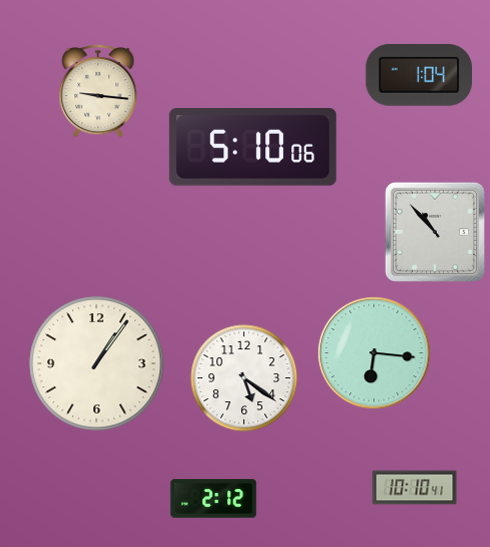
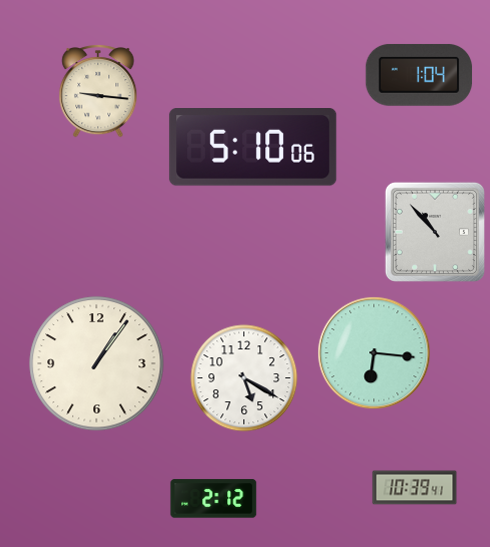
clock at (244, 378): 5:21 -> 5:20
clock at (415, 488): 10:10 -> 10:39
